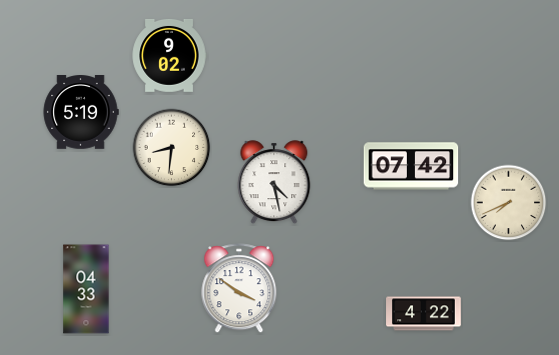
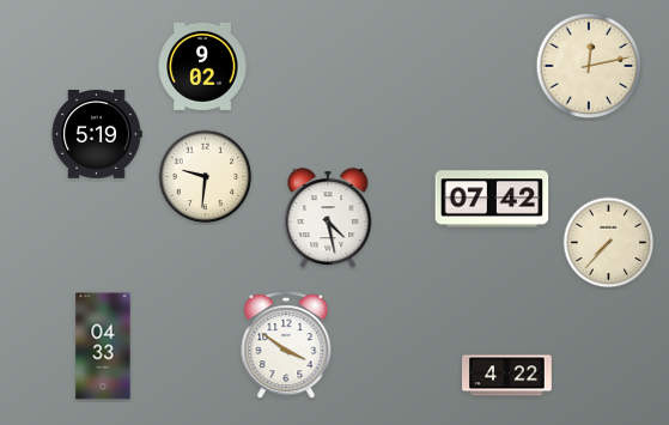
clock at (589, 66): none -> 12:13
clock at (172, 148): 8:31 -> 9:31
clock at (509, 203): 7:41 -> 7:37
